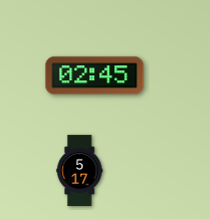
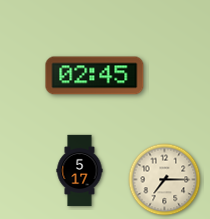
clock at (165, 180): none -> 7:15
